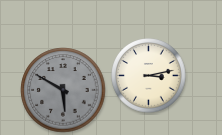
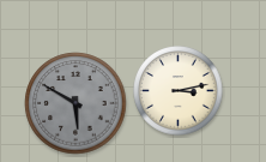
clock at (63, 90) position: (63, 90) -> (75, 103)
